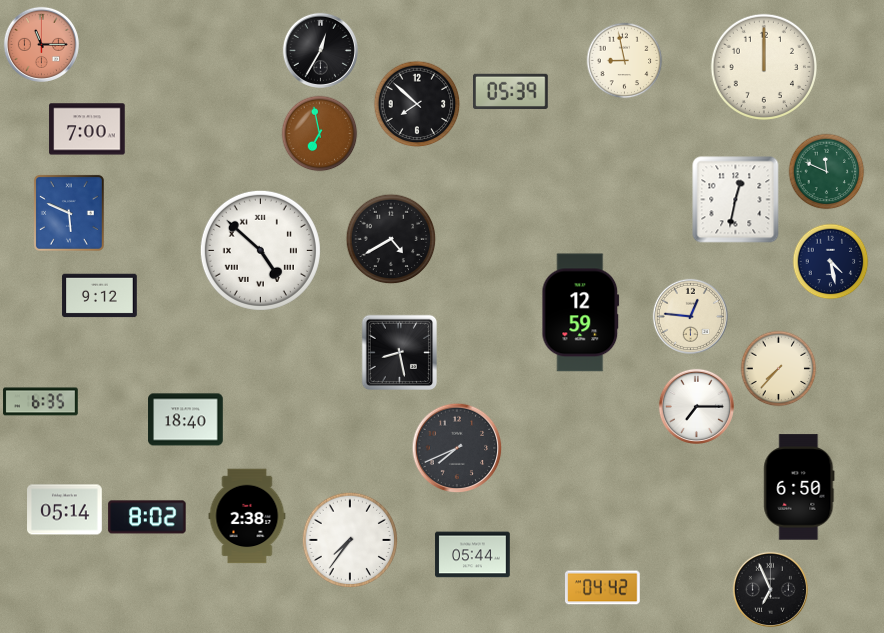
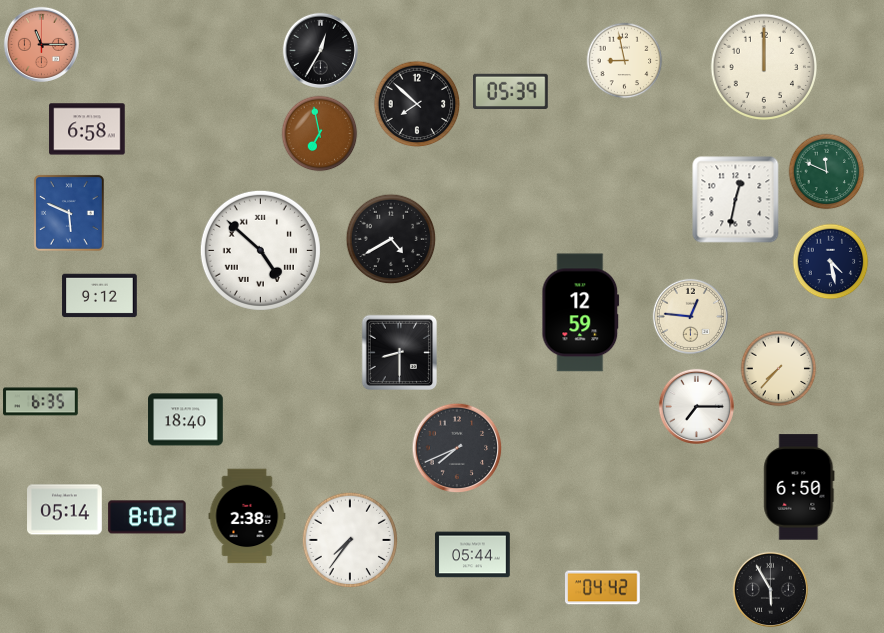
clock at (87, 129): 7:00 -> 6:58
clock at (399, 352): 8:28 -> 8:30
clock at (770, 589): 6:56 -> 5:55
